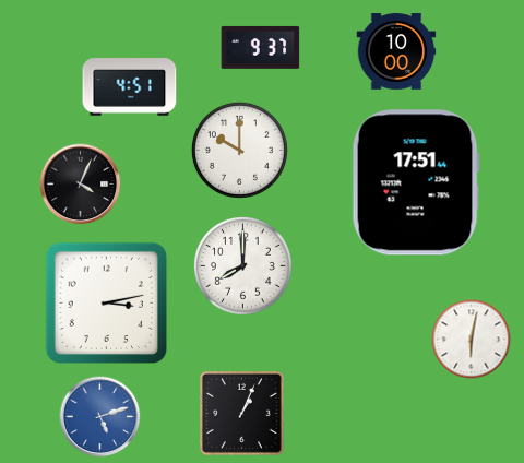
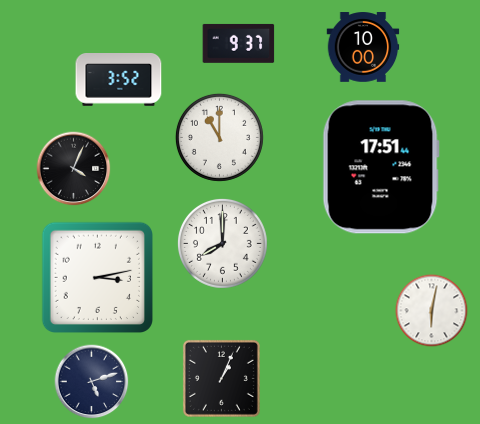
clock at (130, 87): 4:51 -> 3:52
clock at (239, 150): 10:00 -> 11:00
clock at (100, 417) dial: blue -> navy
